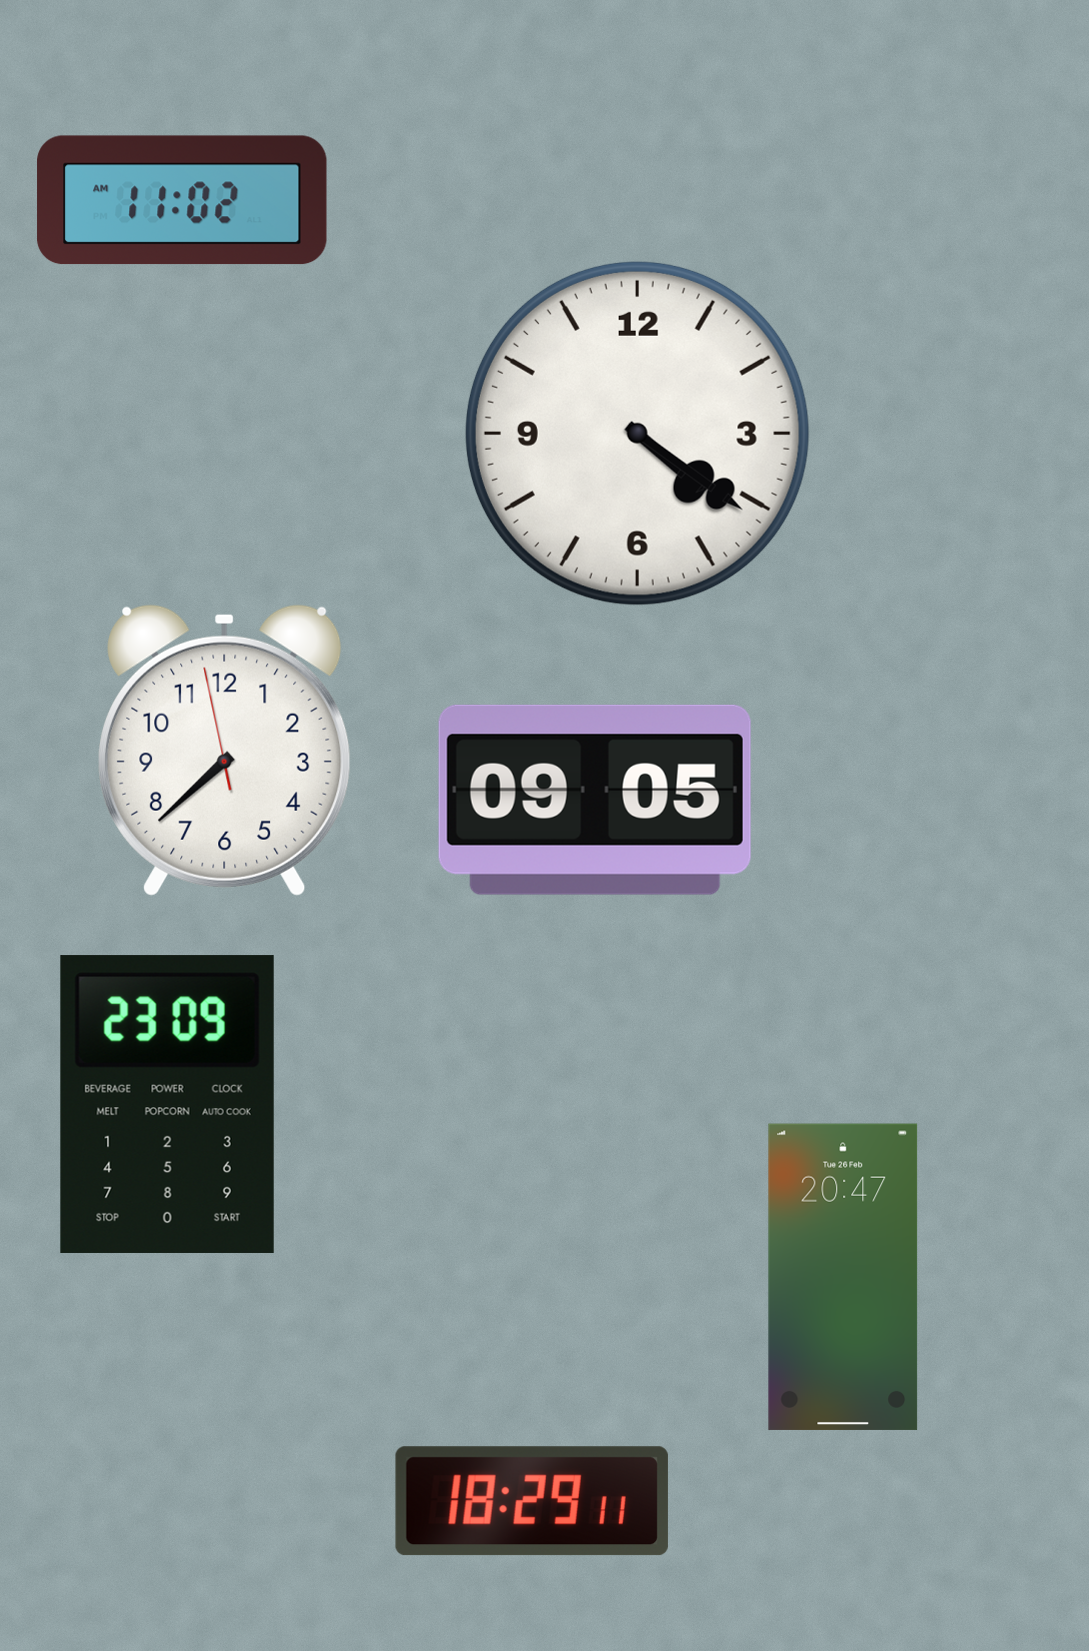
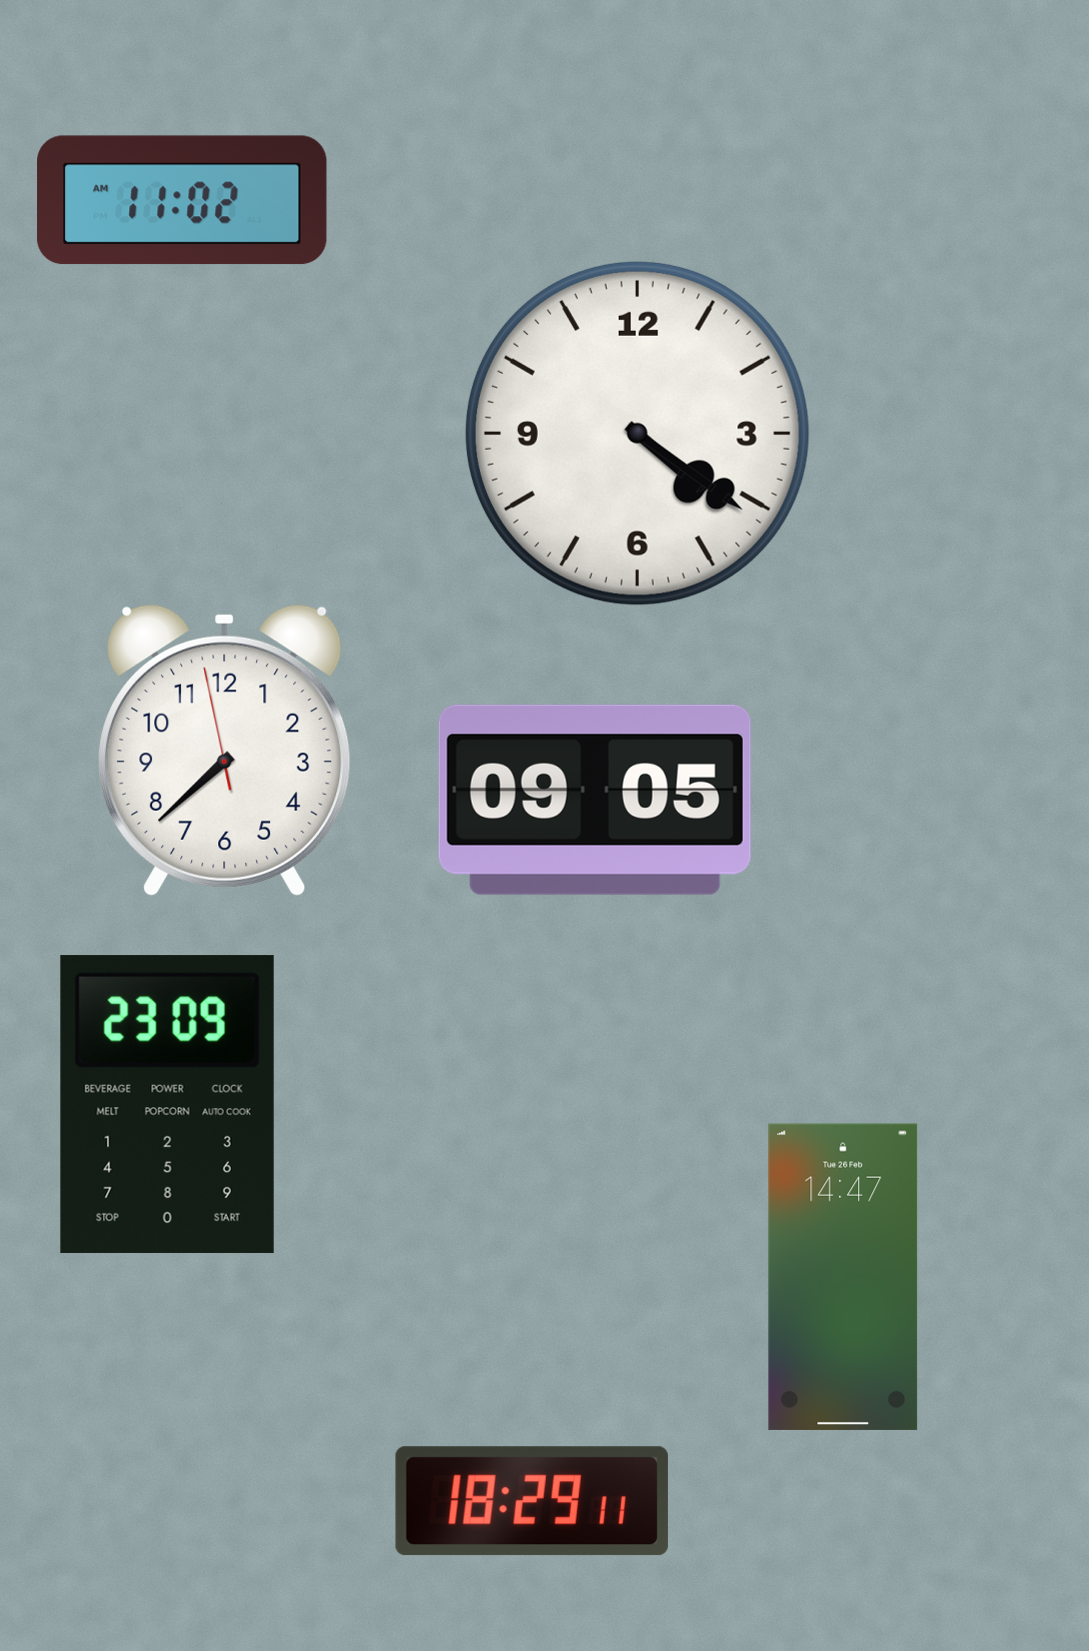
clock at (843, 1277): 20:47 -> 14:47
